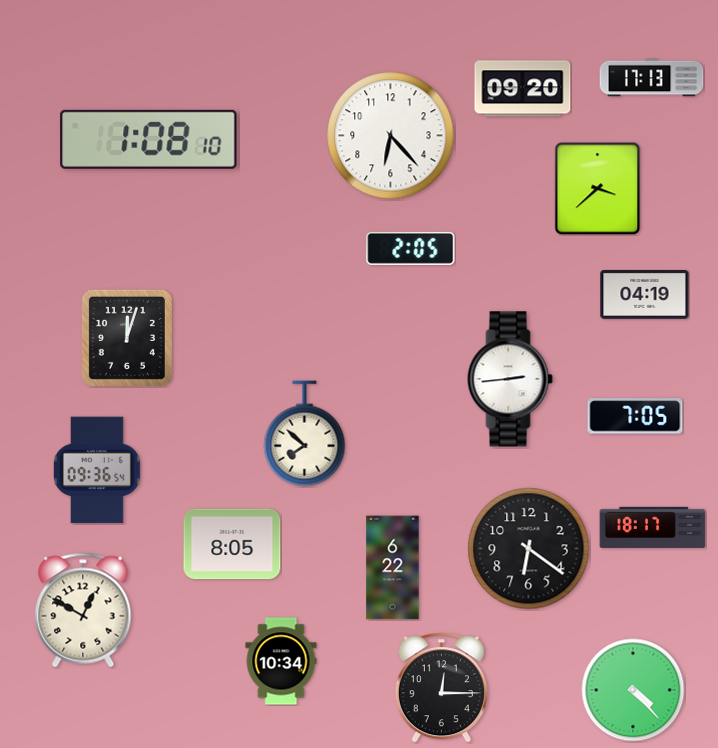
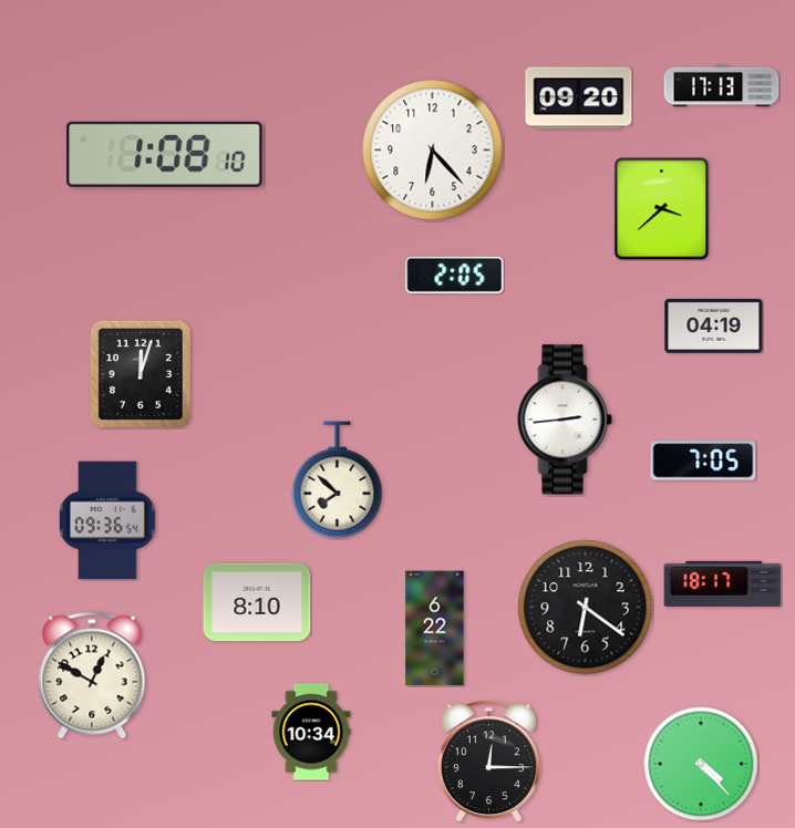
clock at (232, 544): 8:05 -> 8:10
